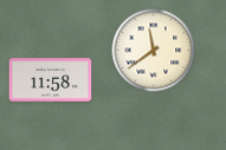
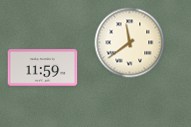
clock at (51, 80): 11:58 -> 11:59
